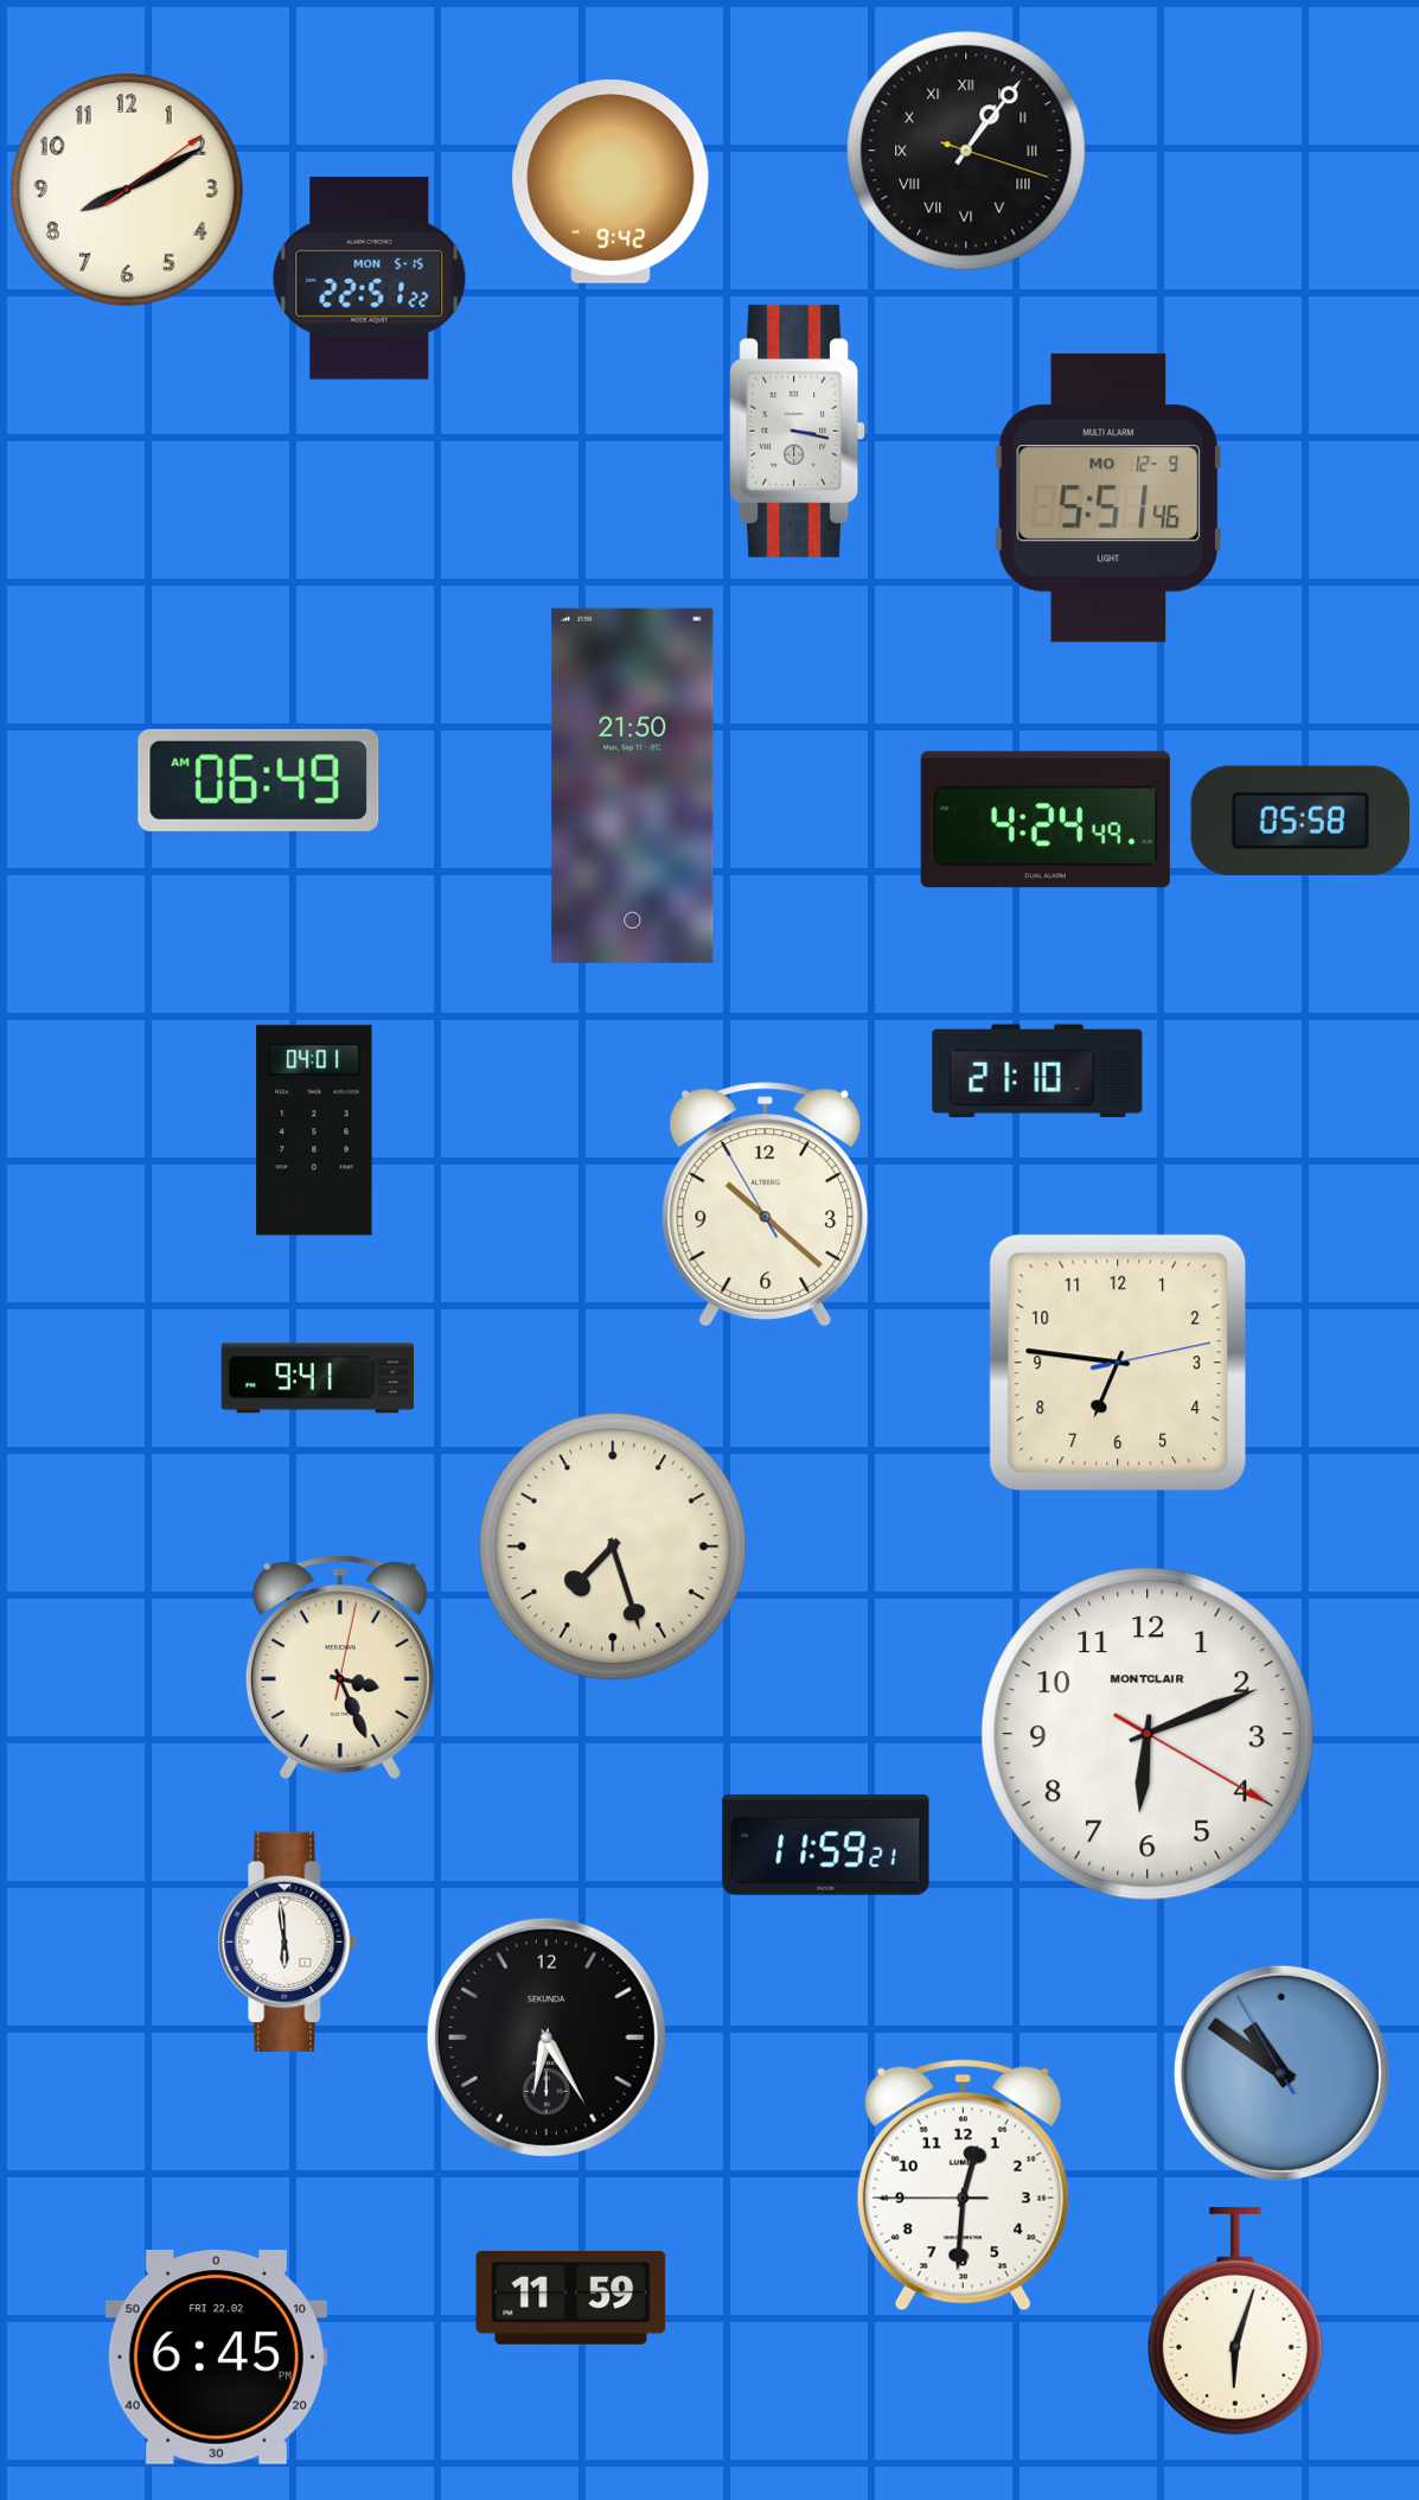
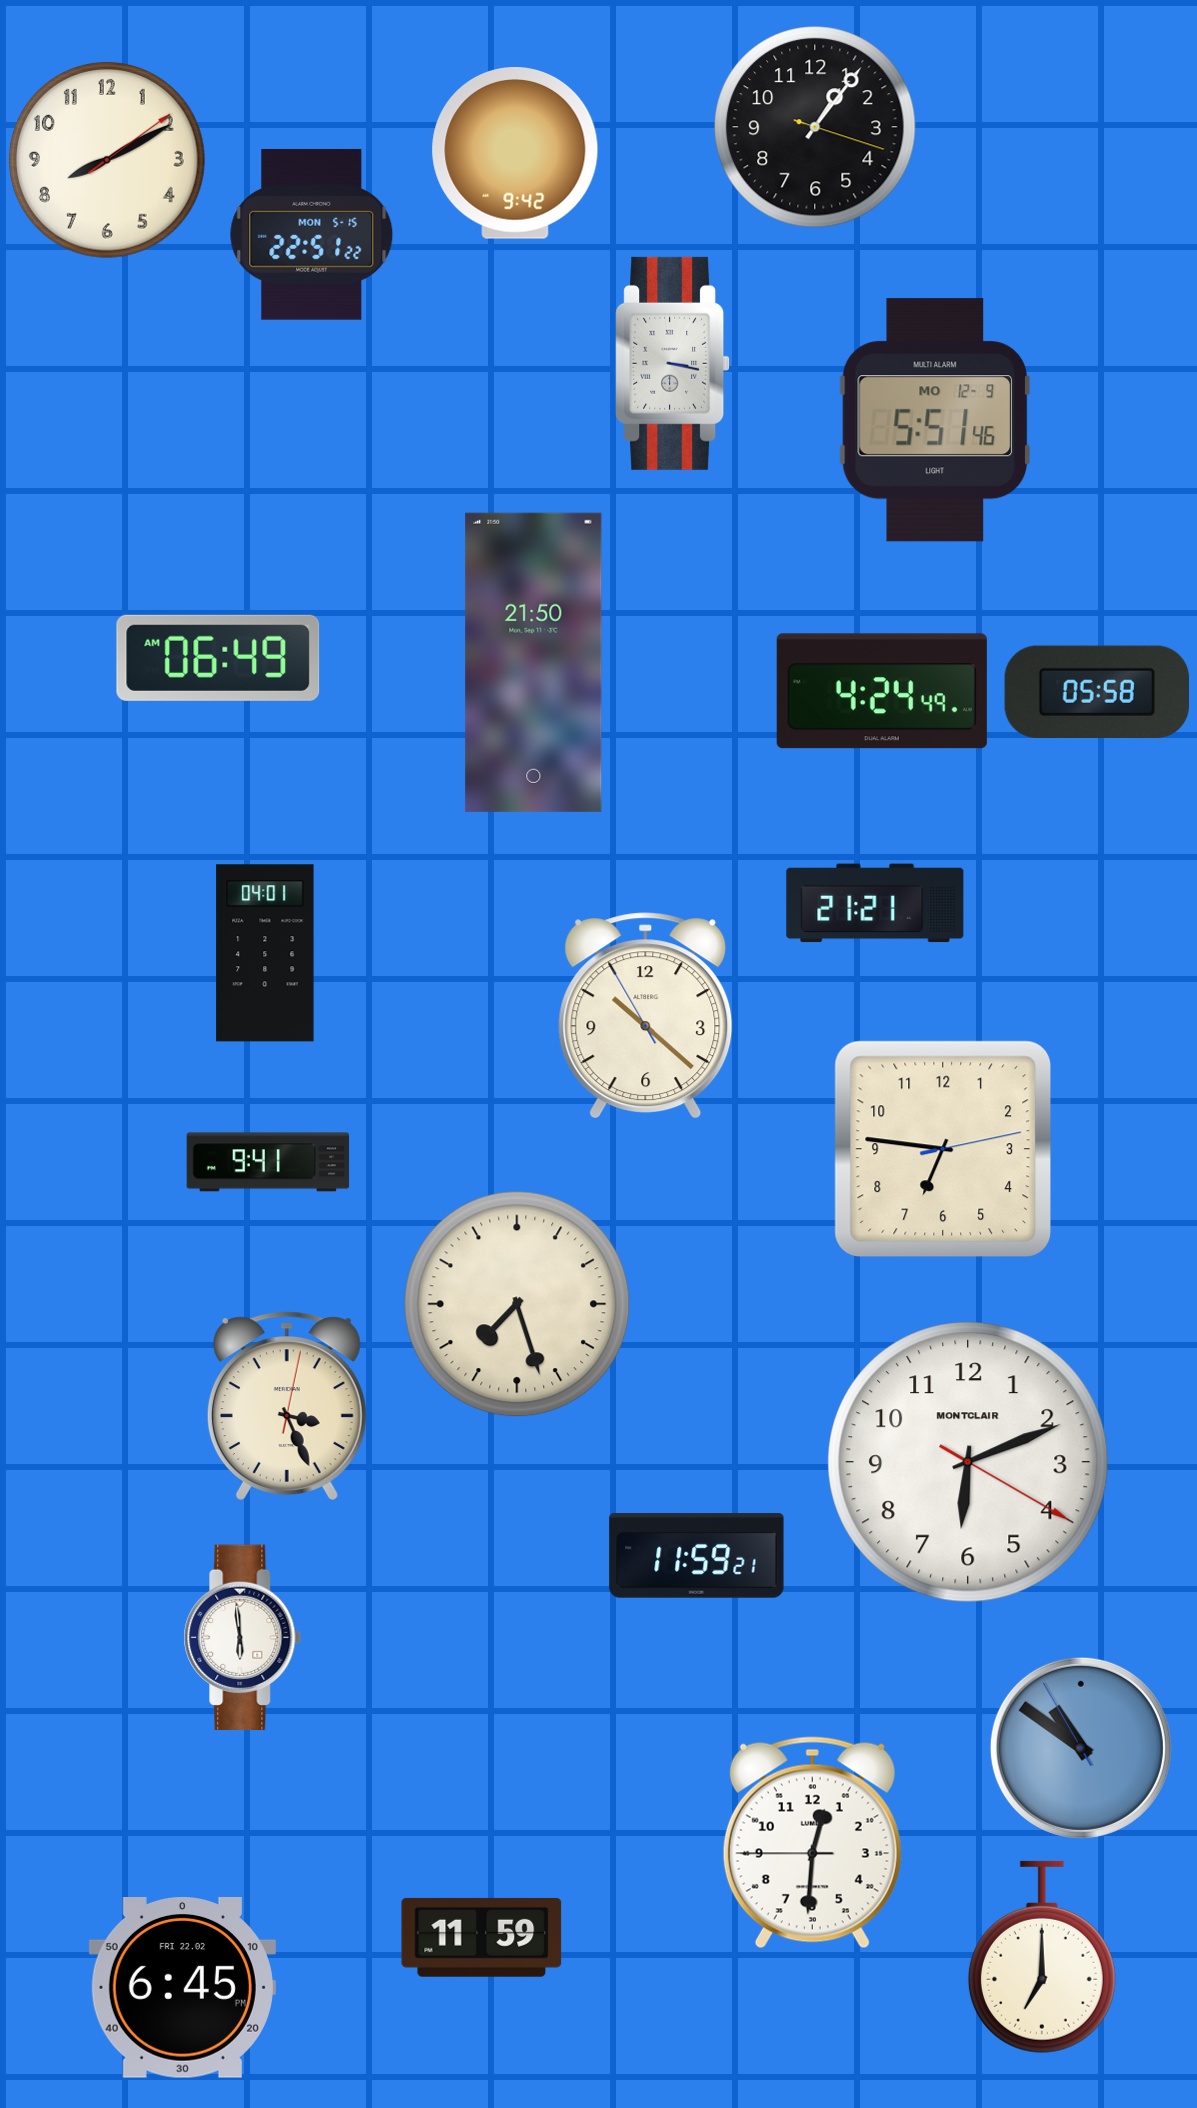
clock at (966, 151) numerals: Roman -> Arabic
clock at (1037, 1071): 21:10 -> 21:21
clock at (546, 2037): 6:25 -> none
clock at (1235, 2321): 6:03 -> 7:00
